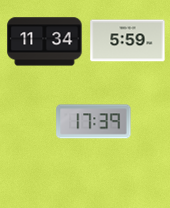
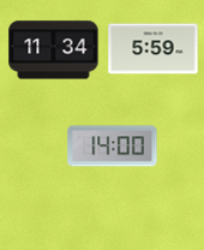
clock at (94, 122): 17:39 -> 14:00
